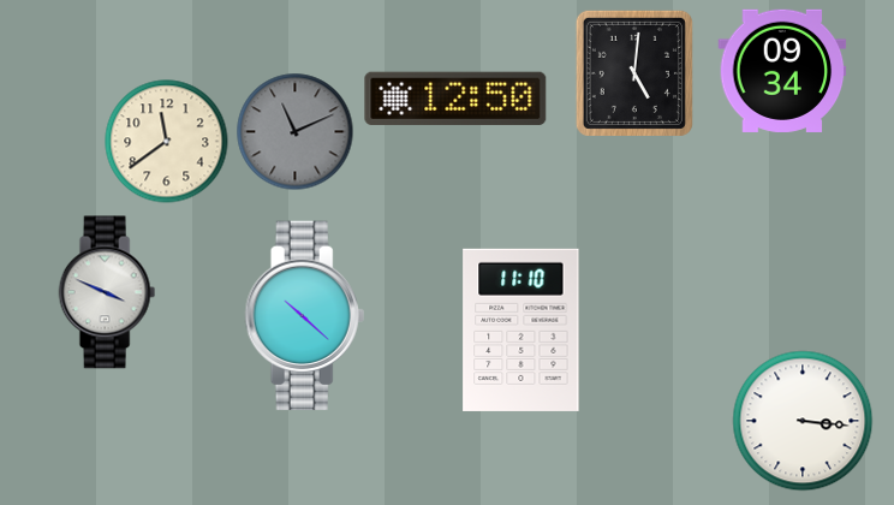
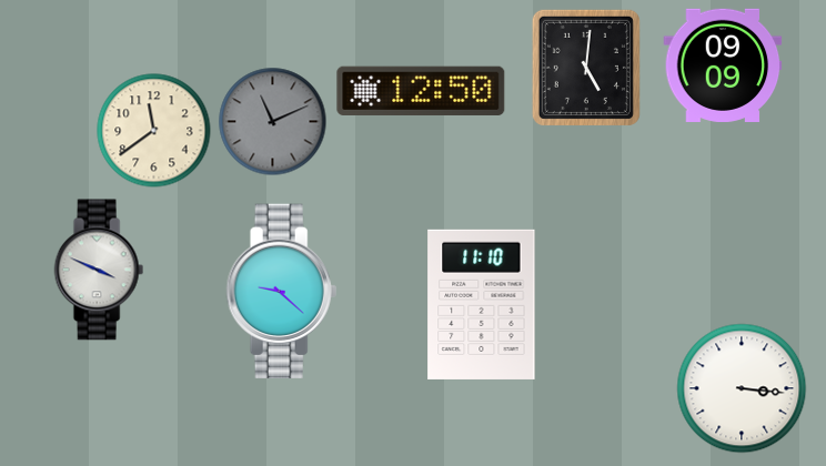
clock at (782, 71): 09:34 -> 09:09
clock at (305, 316): 10:22 -> 9:22
